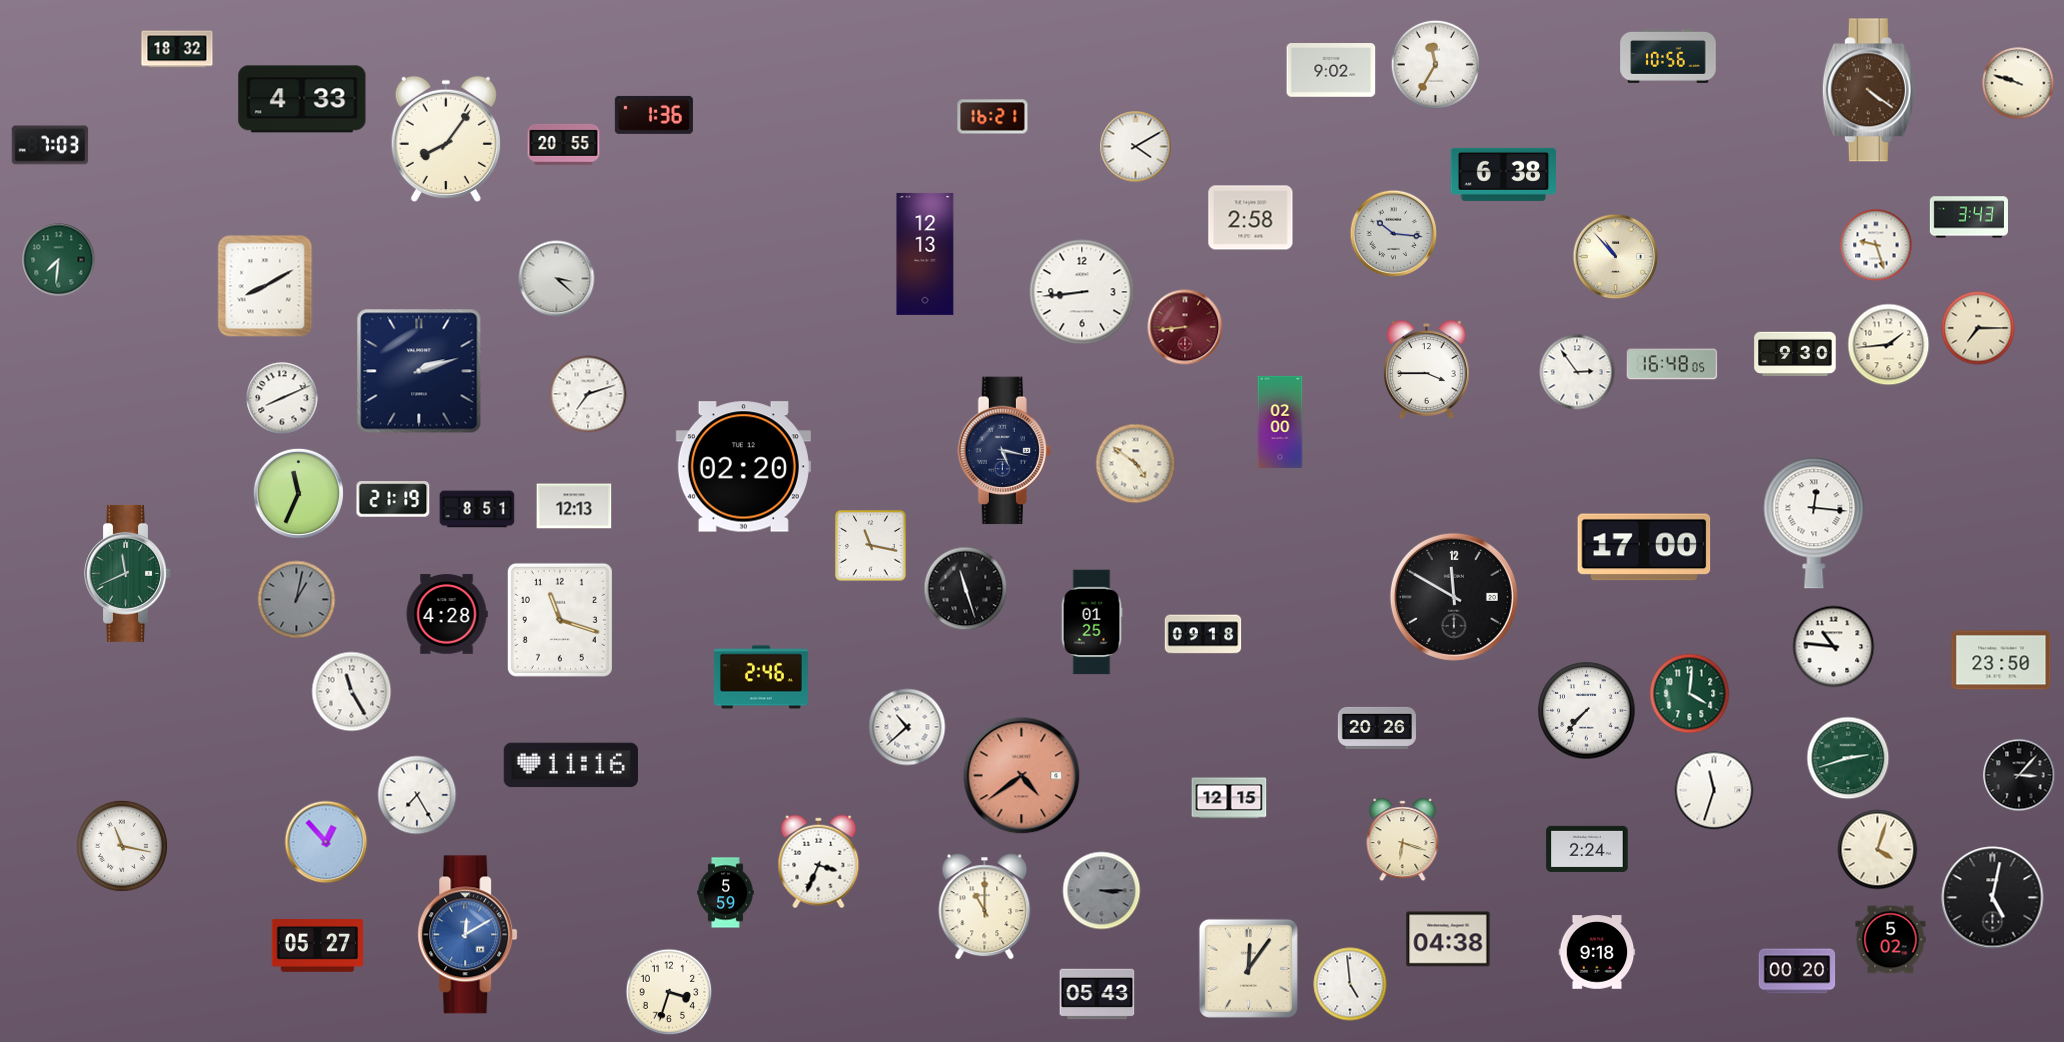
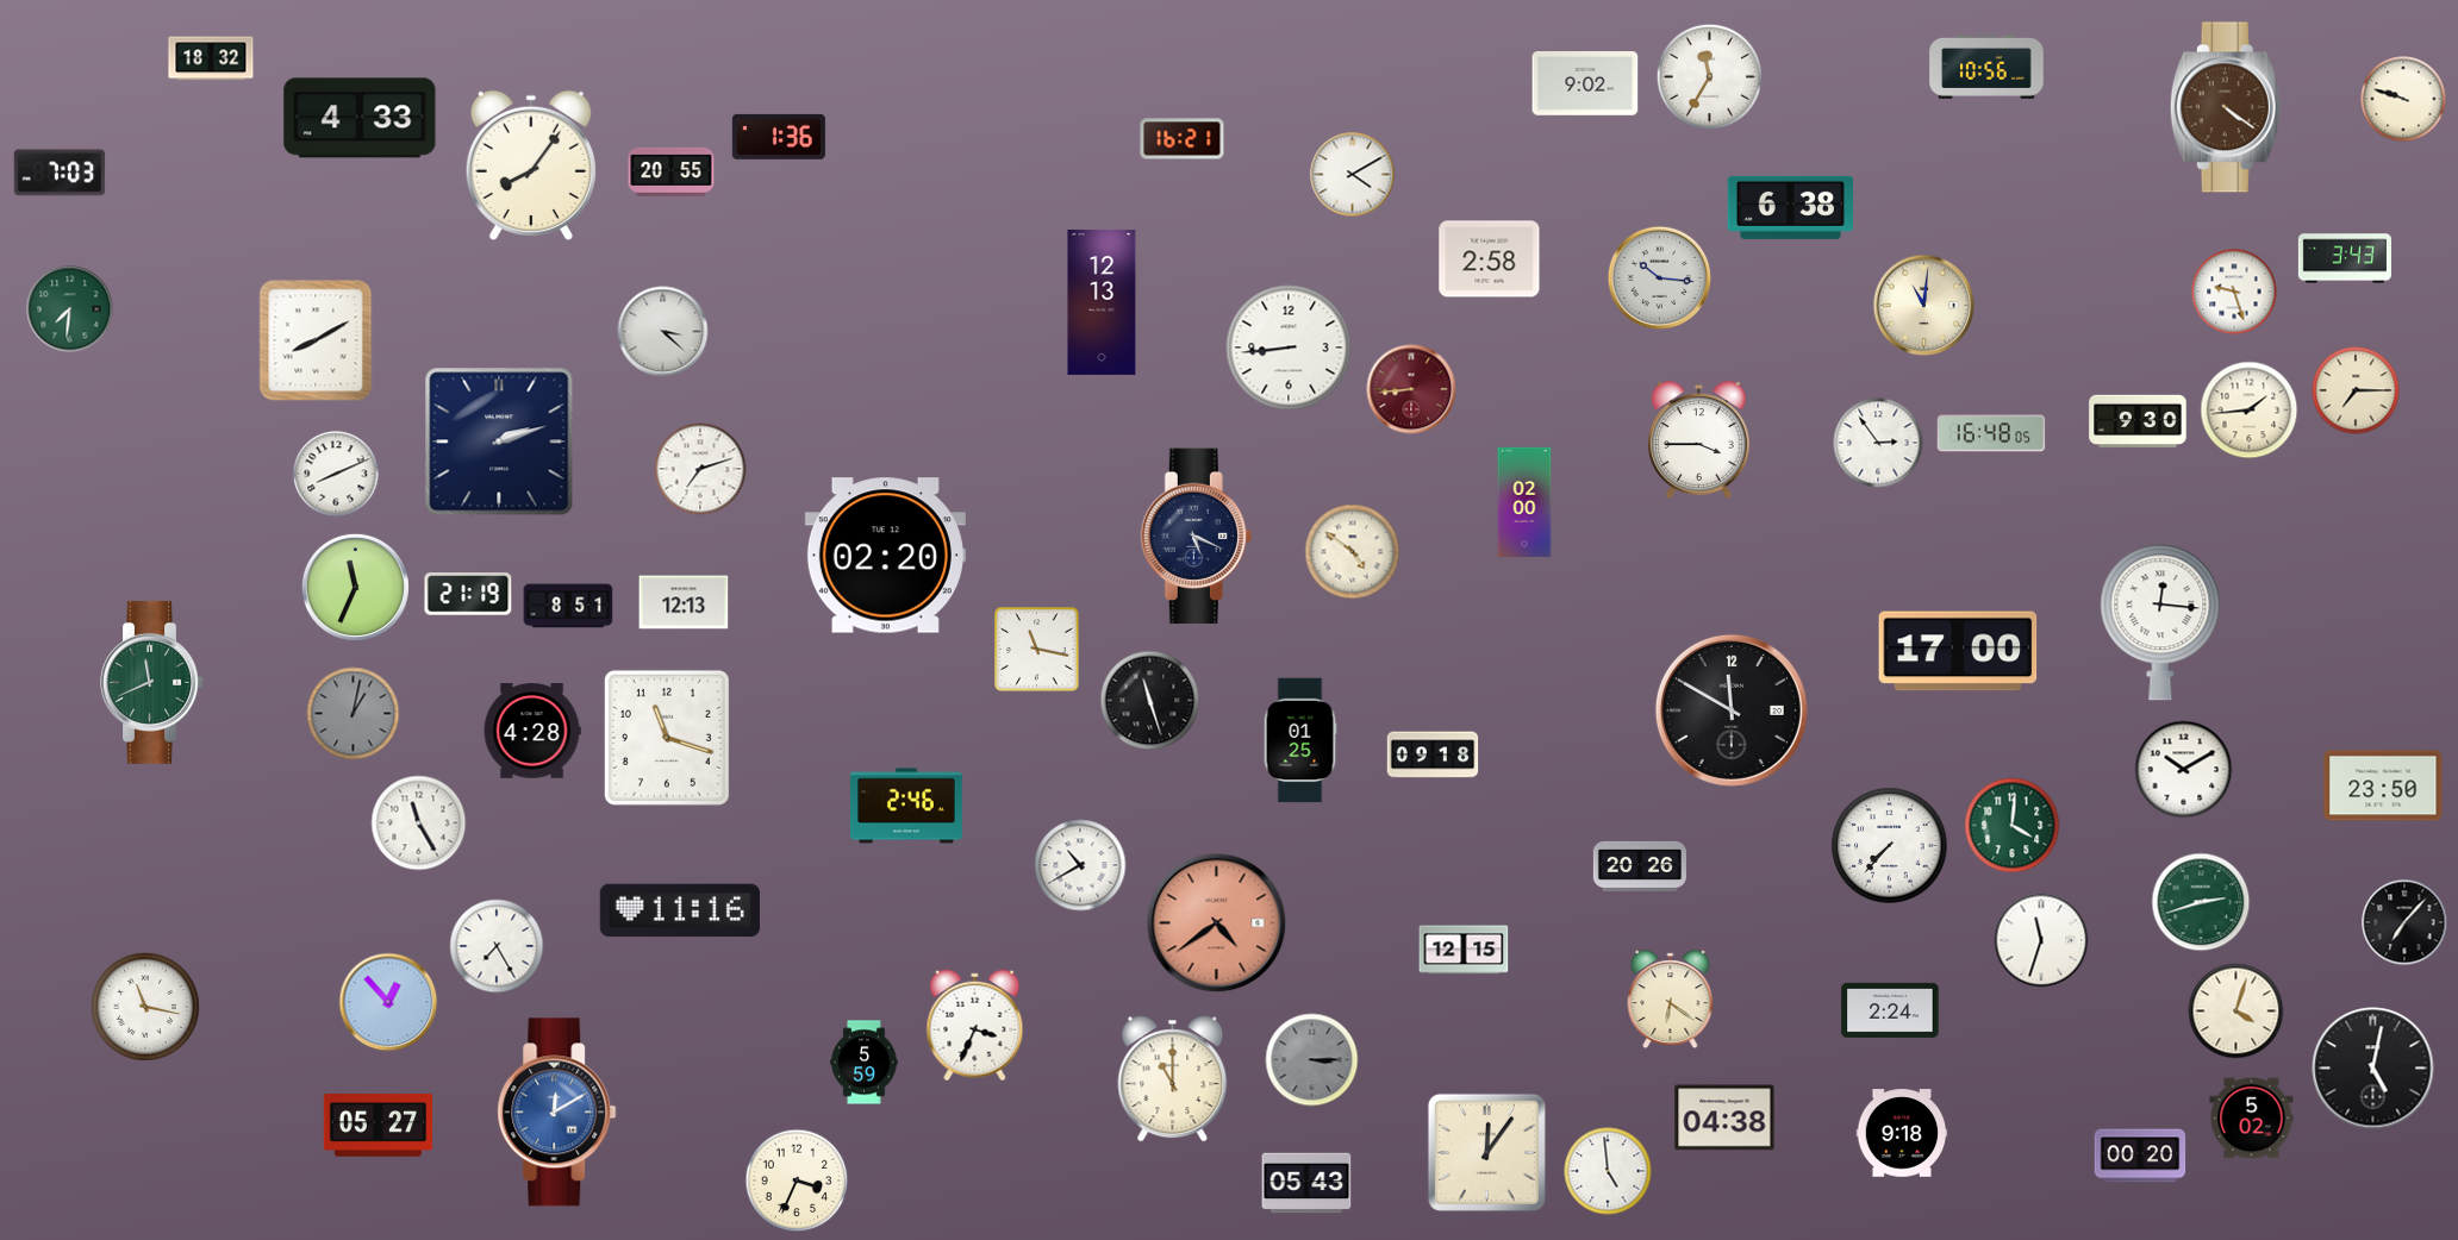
clock at (1616, 257): 10:53 -> 11:01
clock at (1004, 451): 5:17 -> 5:19
clock at (1834, 647): 10:46 -> 10:10
clock at (907, 727): 10:38 -> 10:40
clock at (2019, 775): 3:07 -> 7:07
clock at (1403, 840): 6:18 -> 6:21
clock at (669, 992): 3:33 -> 3:34
